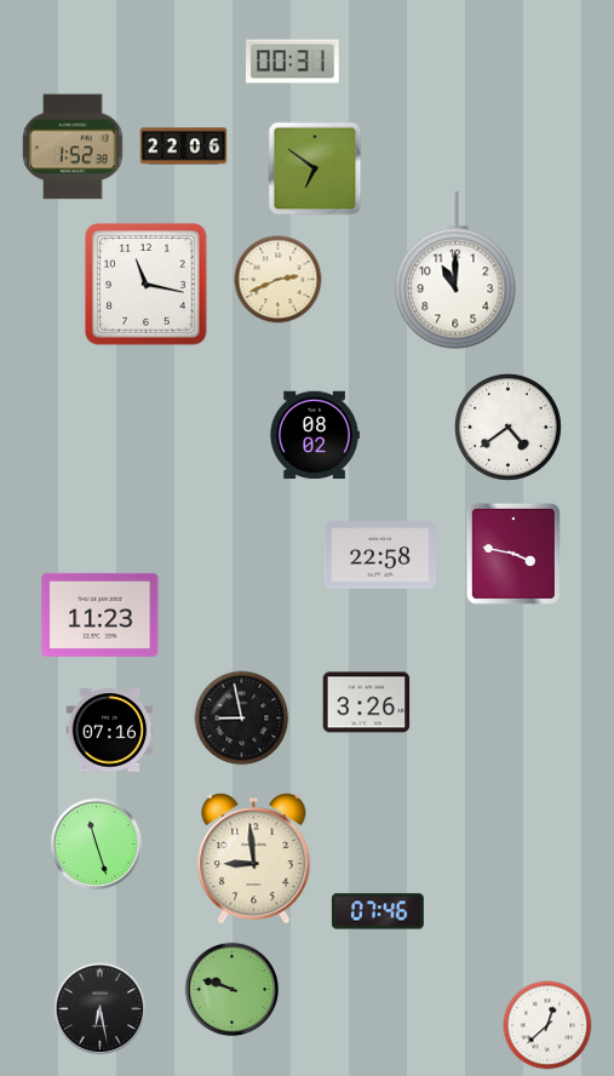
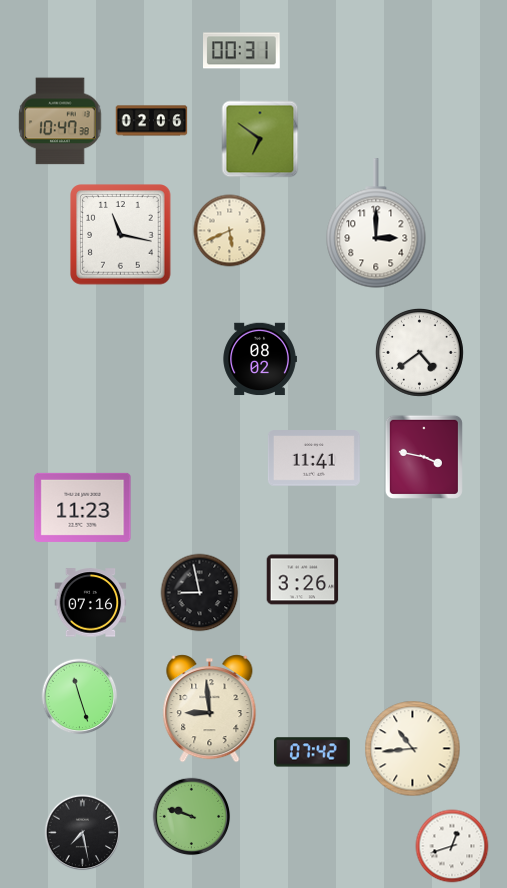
clock at (73, 147): 1:52 -> 10:47
clock at (184, 147): 22:06 -> 02:06
clock at (455, 270): 11:00 -> 3:00
clock at (279, 280): 2:41 -> 5:41
clock at (380, 555): 22:58 -> 11:41
clock at (413, 749): none -> 10:44
clock at (378, 911): 07:46 -> 07:42
clock at (101, 1009): 6:28 -> 7:28
clock at (547, 1025): 12:38 -> 12:42
